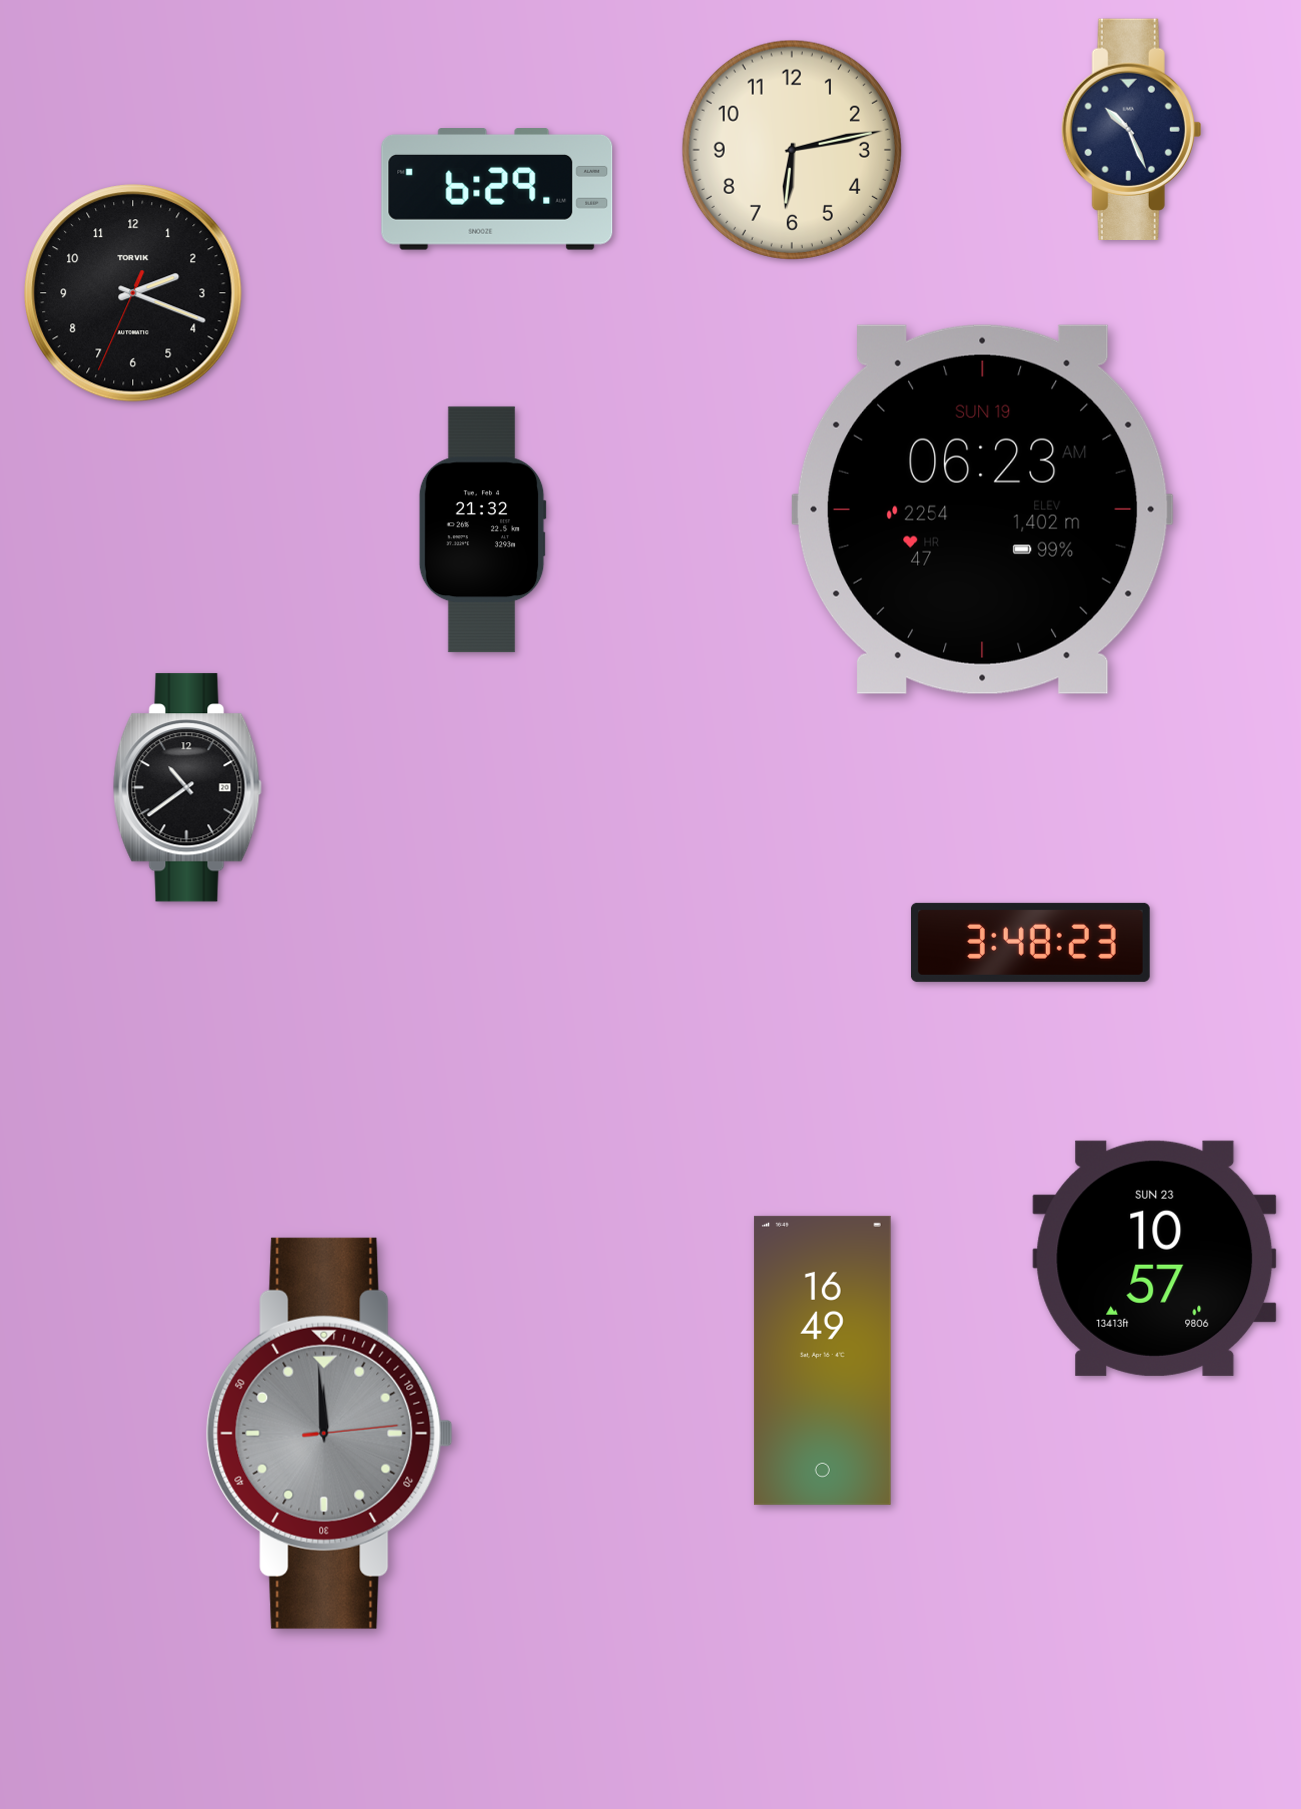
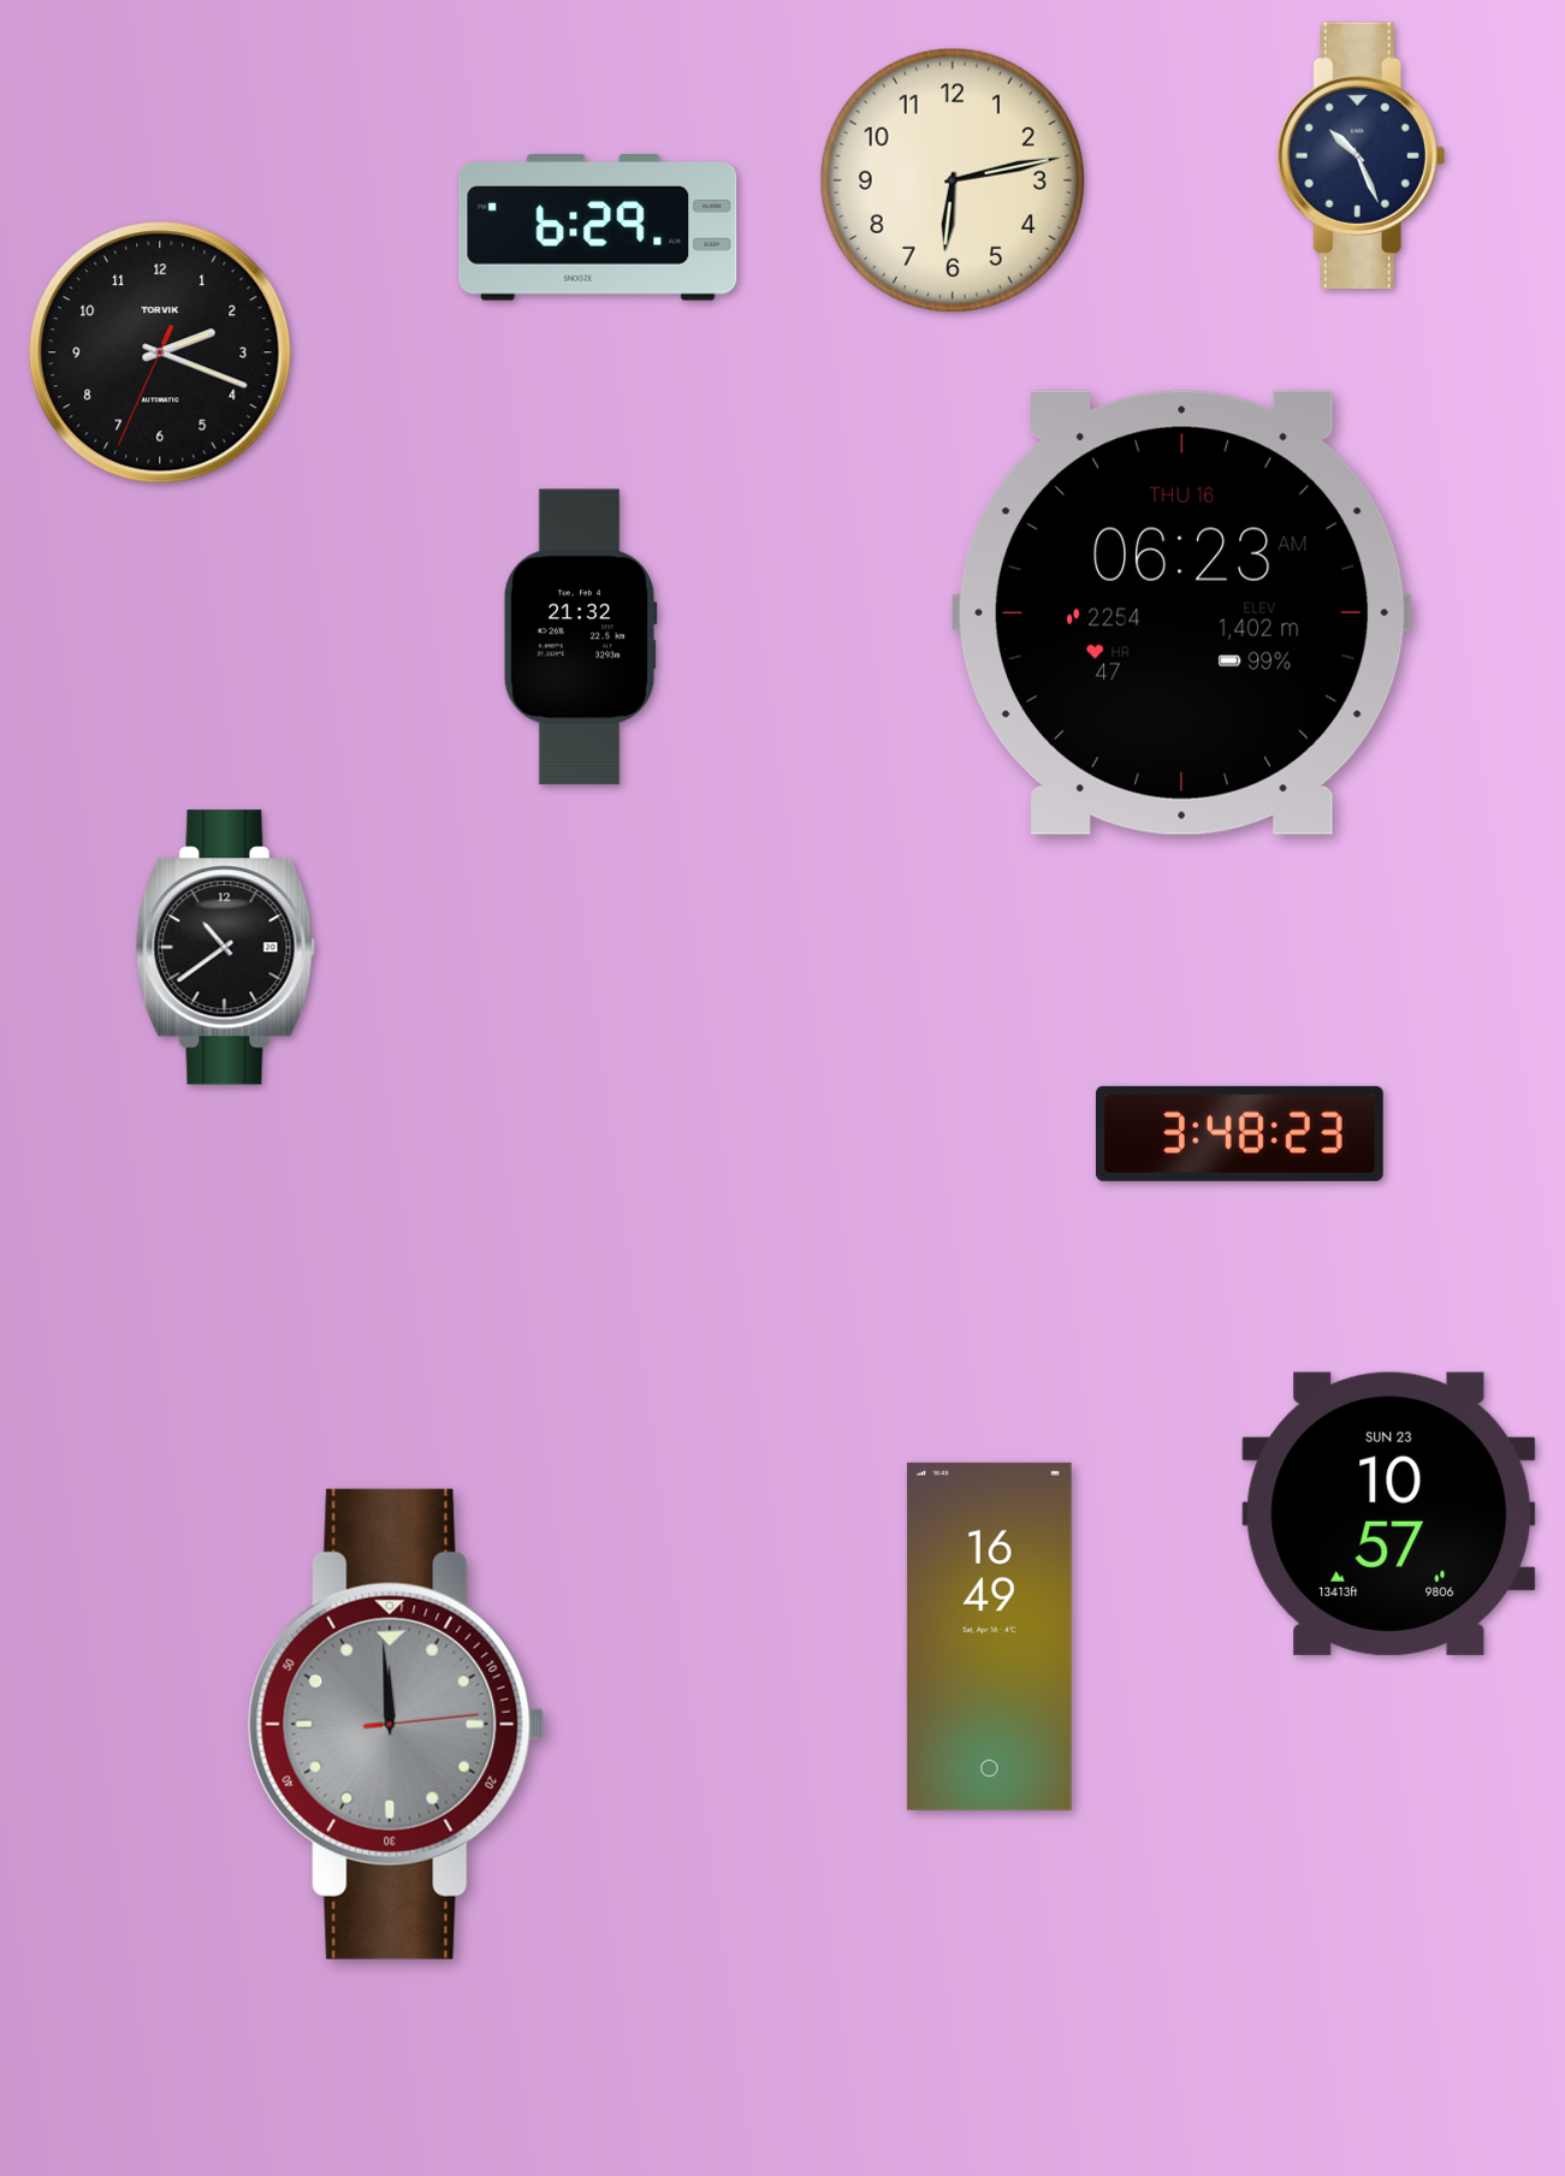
clock at (982, 509) date: SUN 19 -> THU 16
